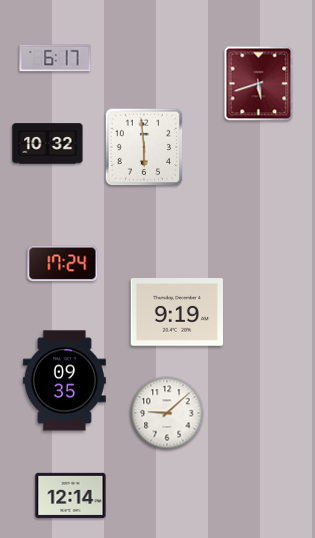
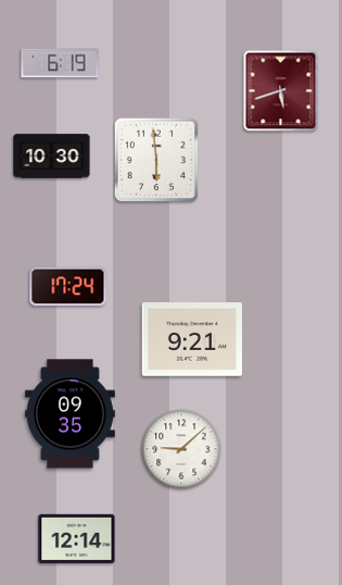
clock at (55, 58): 6:17 -> 6:19
clock at (48, 144): 10:32 -> 10:30
clock at (176, 313): 9:19 -> 9:21
